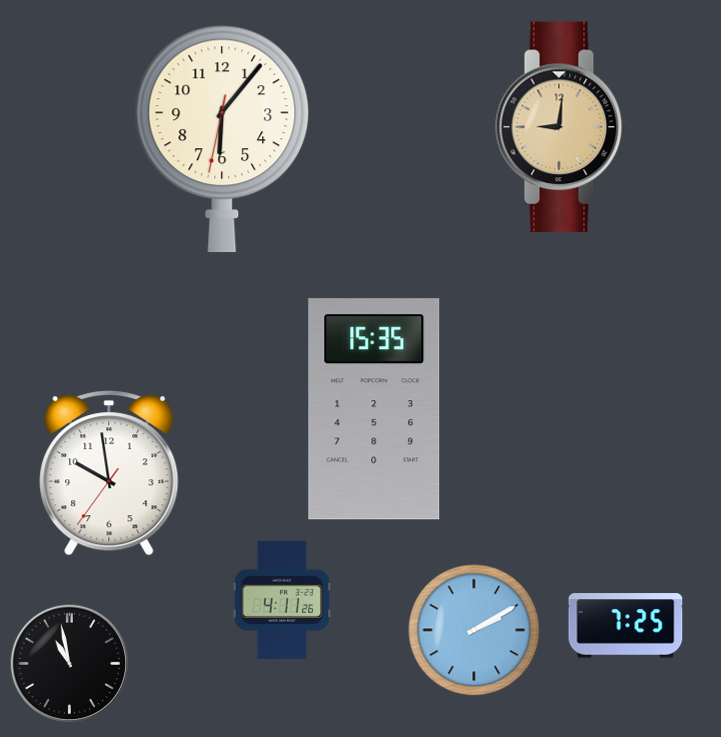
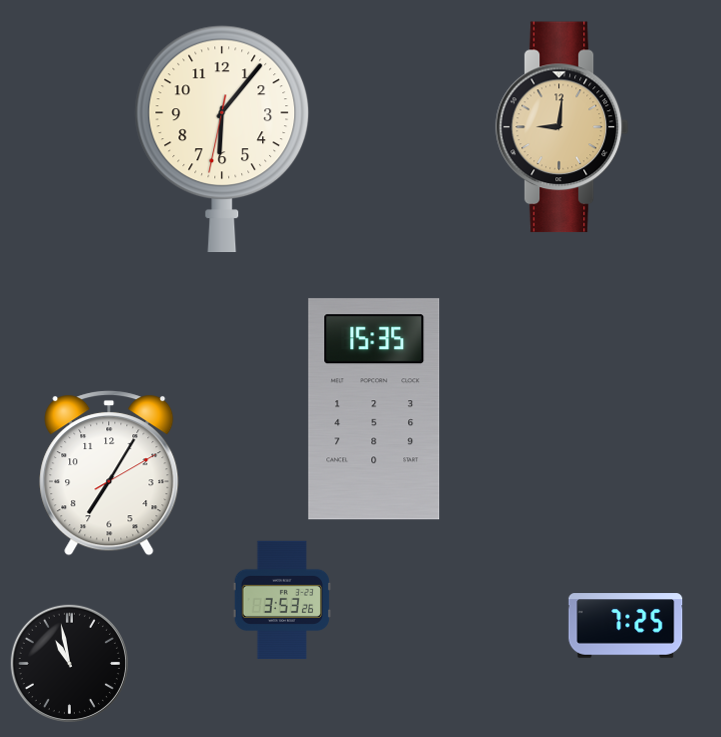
clock at (109, 473): 9:58 -> 7:05
clock at (282, 600): 4:11 -> 3:53
clock at (474, 630): 2:10 -> none
